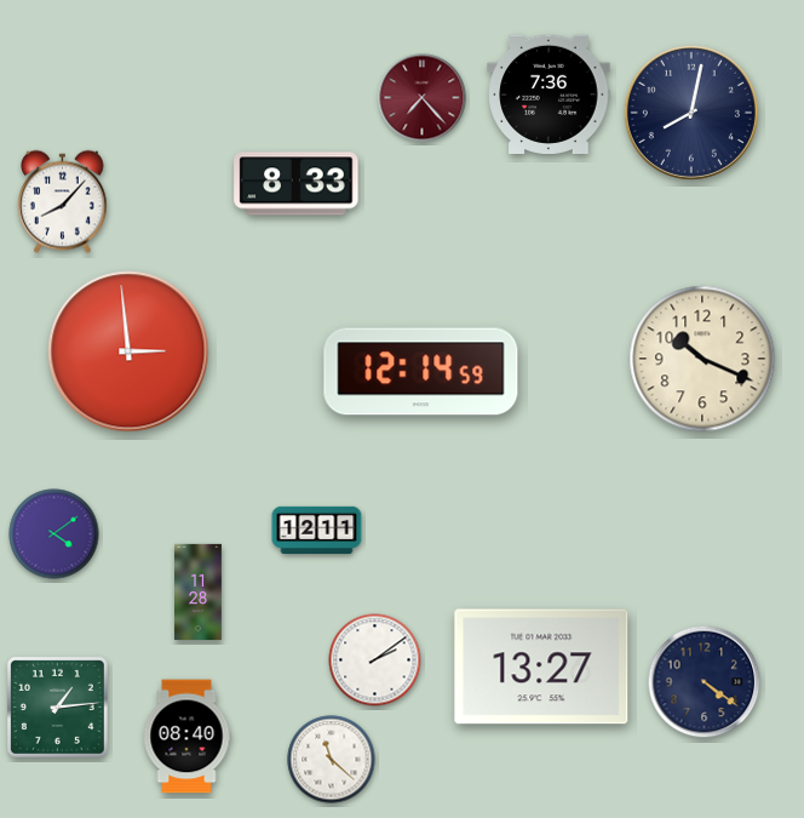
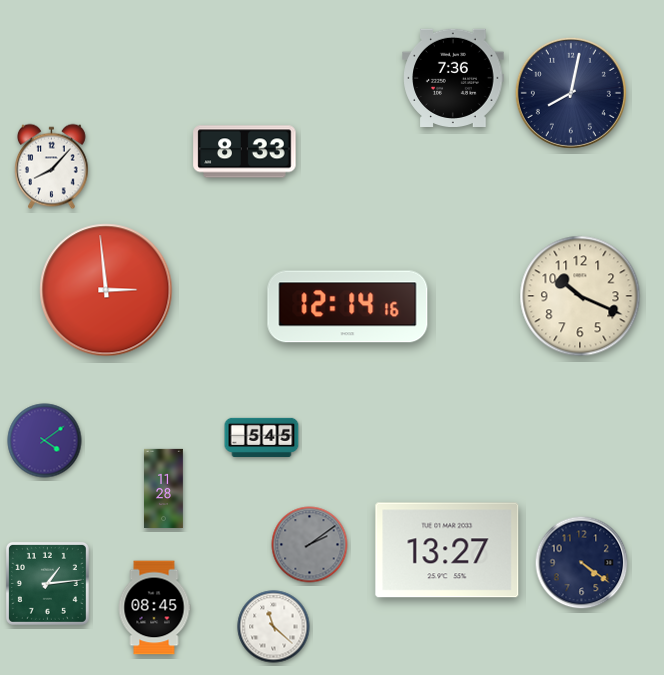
clock at (423, 98): 7:23 -> none
clock at (421, 372): 12:14:59 -> 12:14:16
clock at (317, 530): 12:11 -> 5:45
clock at (375, 660) dial: white -> grey
clock at (186, 737): 08:40 -> 08:45
